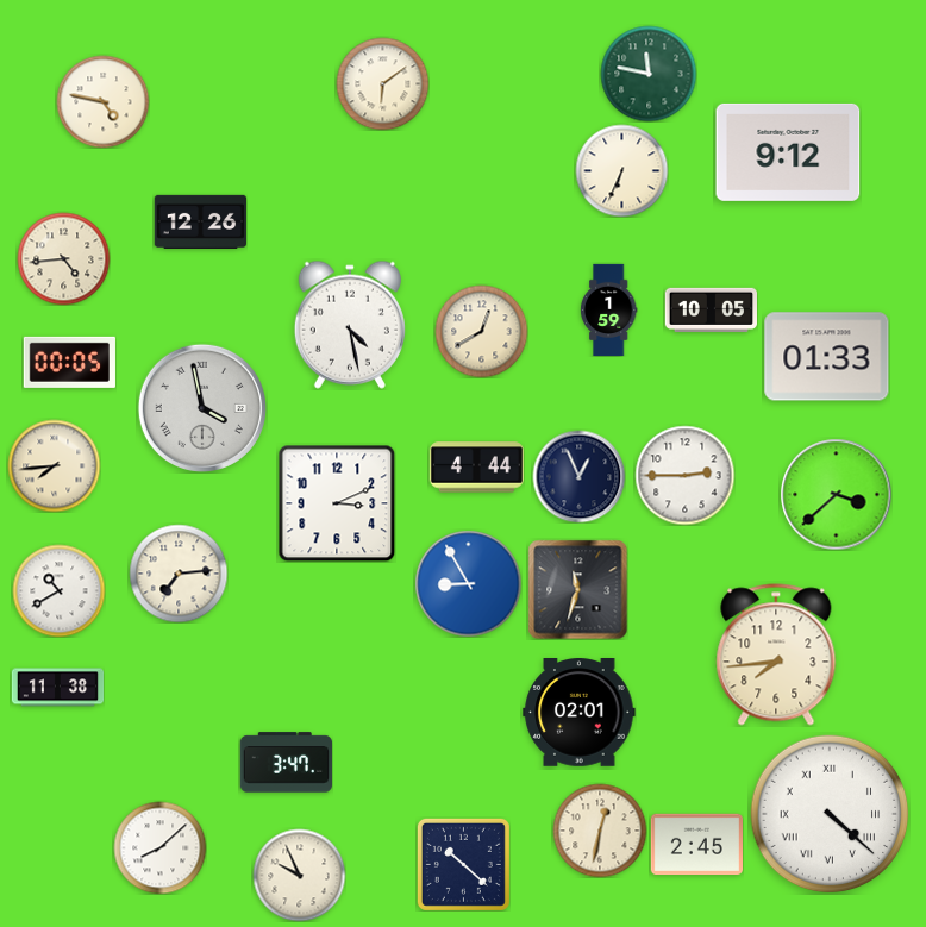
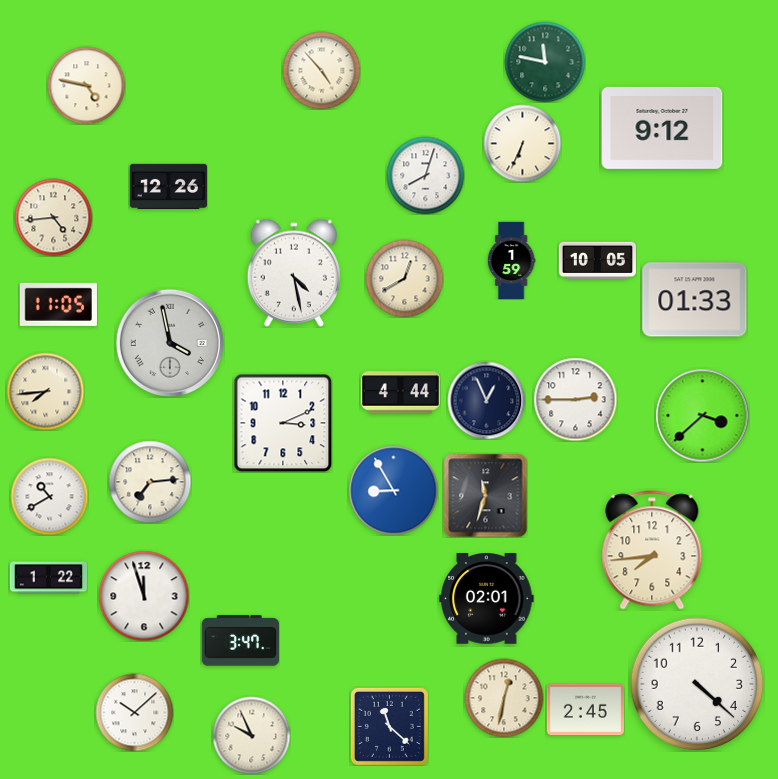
clock at (382, 83): 6:09 -> 4:53
clock at (425, 175): none -> 8:03
clock at (69, 362): 00:05 -> 11:05
clock at (57, 688): 11:38 -> 1:22
clock at (144, 596): none -> 11:57
clock at (830, 814) numerals: Roman -> Arabic
clock at (159, 847): 8:08 -> 10:08
clock at (463, 864): 10:22 -> 11:22
